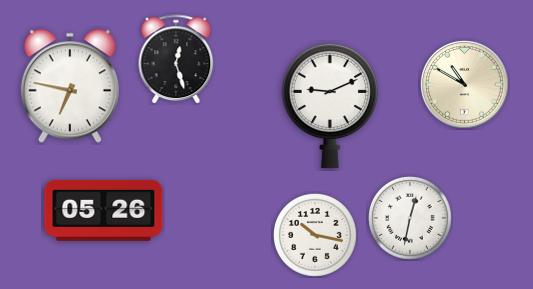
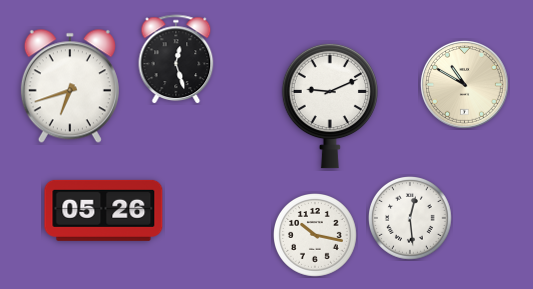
clock at (70, 86): 6:47 -> 6:42
clock at (411, 219): 12:32 -> 12:29
